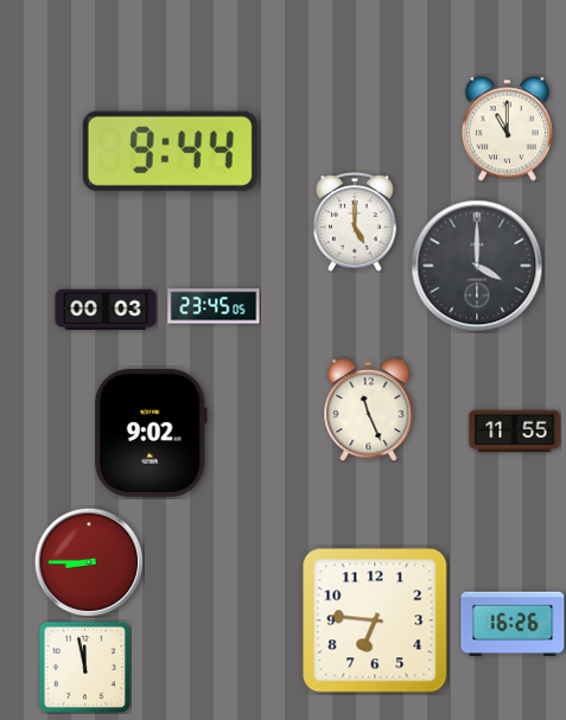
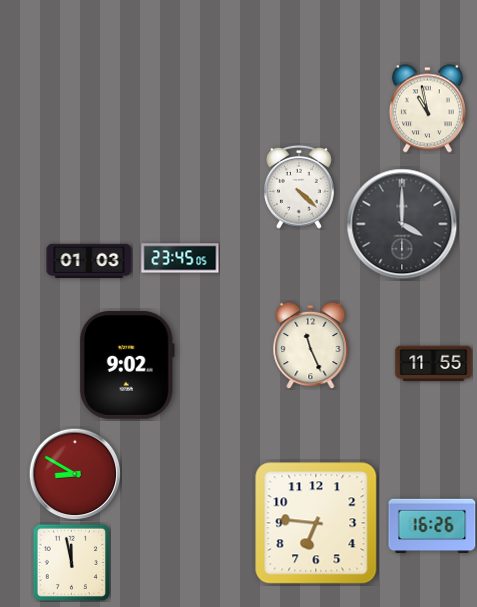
clock at (507, 129): 11:00 -> 10:58
clock at (170, 151): 9:44 -> none
clock at (356, 222): 5:00 -> 4:22
clock at (106, 308): 00:03 -> 01:03
clock at (89, 562): 8:45 -> 8:50
